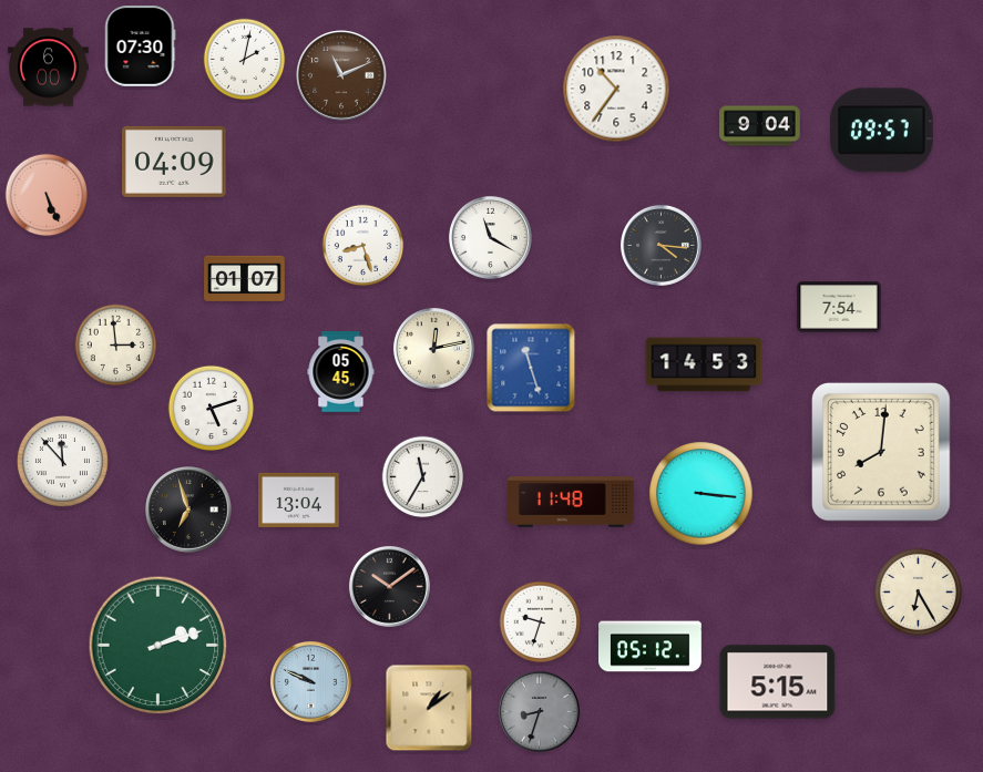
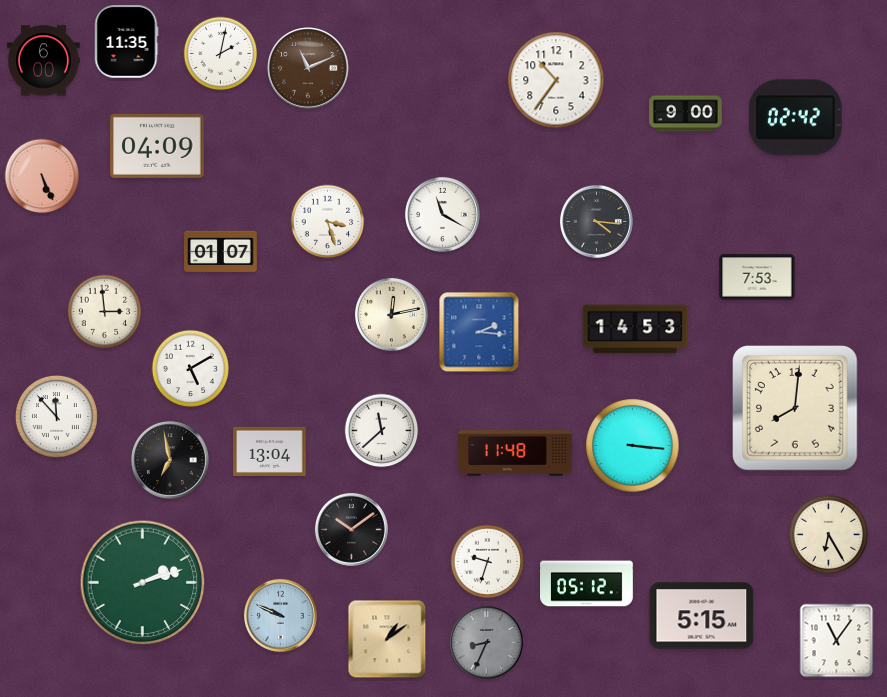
clock at (140, 47): 07:30 -> 11:35
clock at (760, 126): 9:04 -> 9:00
clock at (881, 131): 09:57 -> 02:42
clock at (363, 246): 8:27 -> 3:27
clock at (839, 307): 7:54 -> 7:53
clock at (531, 368): 11:27 -> 2:16
clock at (341, 372): 05:45 -> none
clock at (211, 408): 5:12 -> 5:10
clock at (423, 477): 11:35 -> 11:38
clock at (190, 511): 6:57 -> 6:58
clock at (837, 641): none -> 11:06
clock at (539, 711): 8:33 -> 8:34
